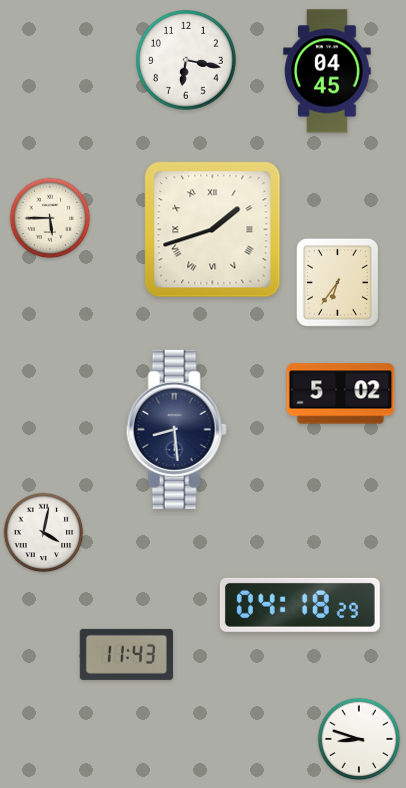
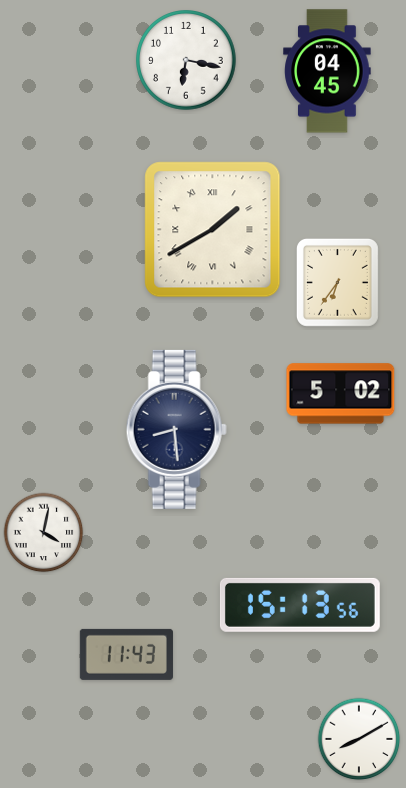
clock at (50, 218): 5:45 -> none
clock at (213, 230): 1:42 -> 1:40
clock at (300, 605): 04:18 -> 15:13
clock at (359, 739): 8:48 -> 8:10
